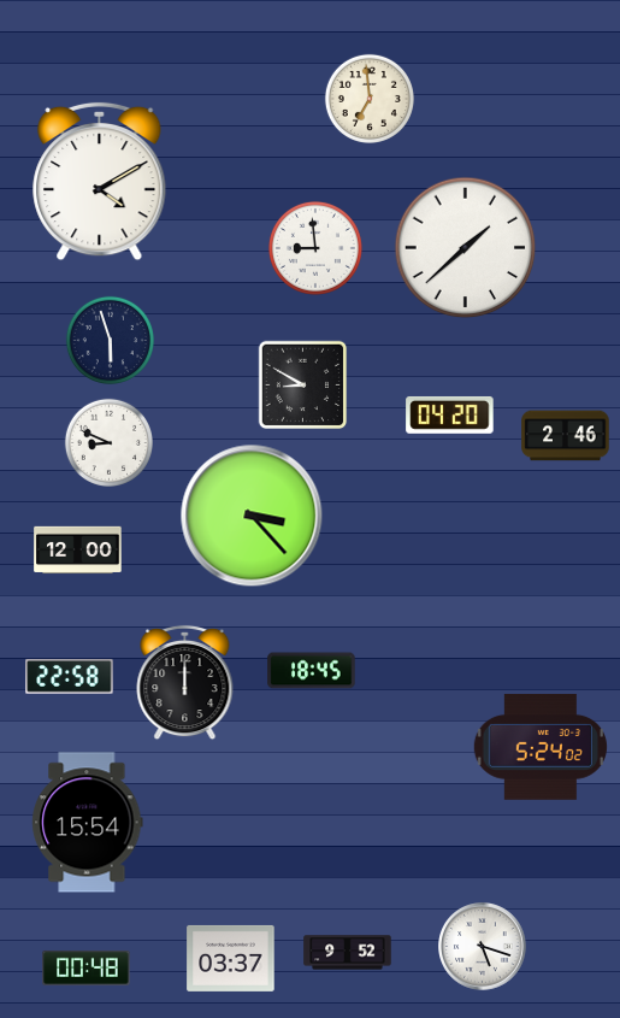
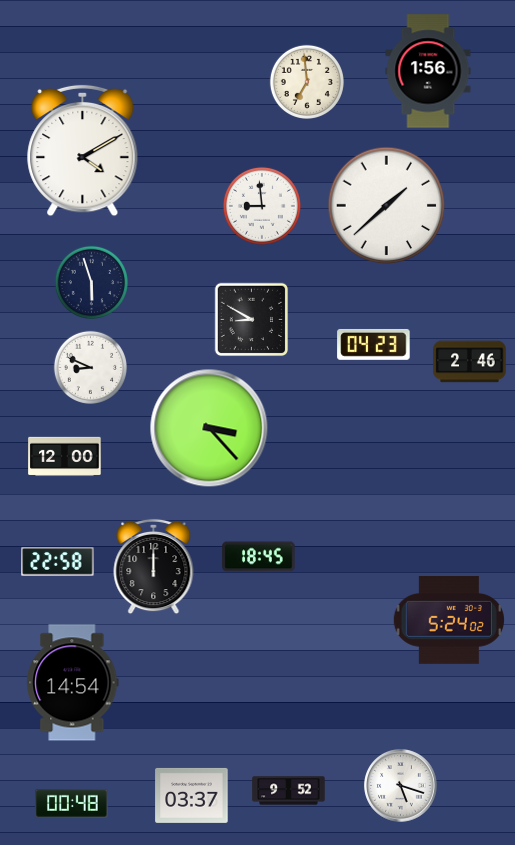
clock at (428, 71): none -> 1:56
clock at (450, 414): 04:20 -> 04:23
clock at (88, 823): 15:54 -> 14:54
